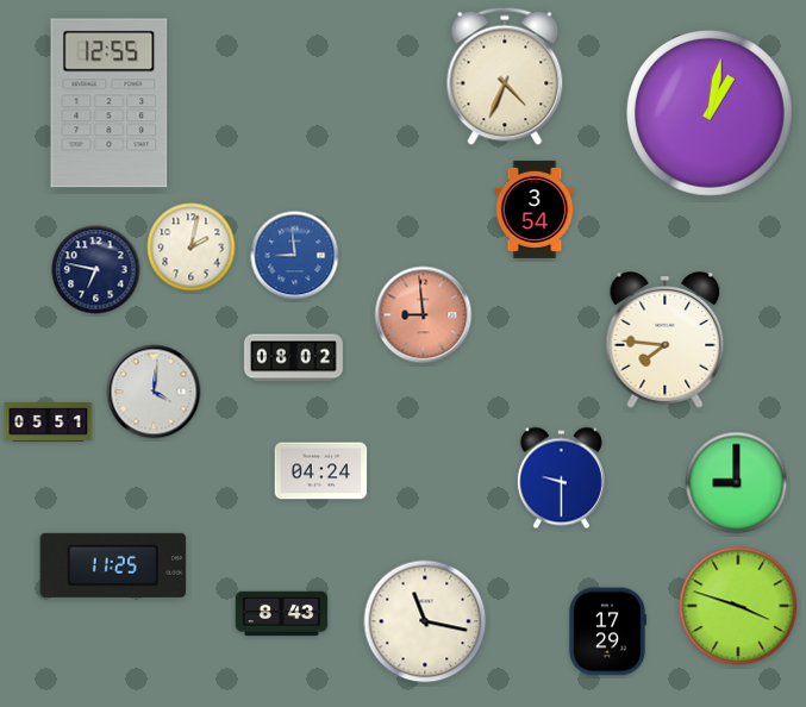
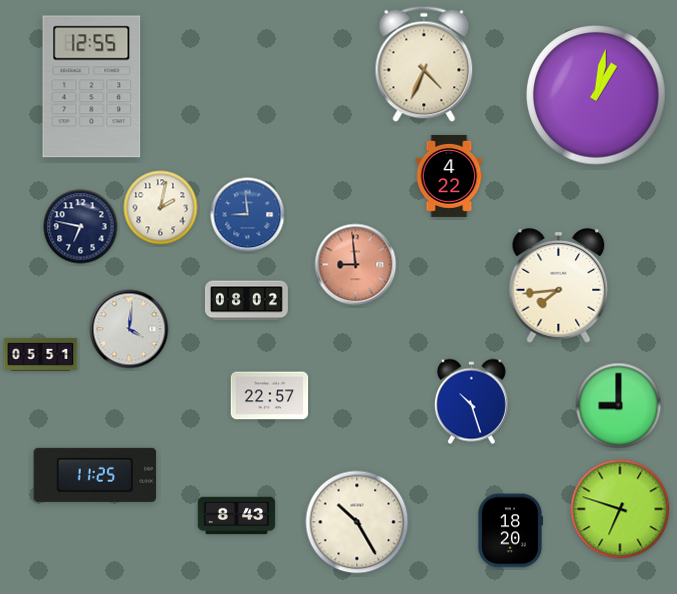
clock at (535, 209): 3:54 -> 4:22
clock at (666, 340): 7:46 -> 7:44
clock at (321, 471): 04:24 -> 22:57
clock at (561, 478): 9:30 -> 10:27
clock at (738, 606): 3:48 -> 6:48
clock at (425, 621): 11:17 -> 10:25
clock at (607, 632): 17:29 -> 18:20
